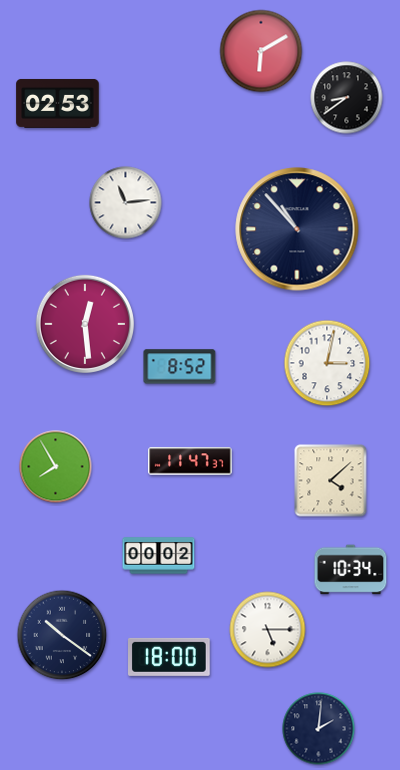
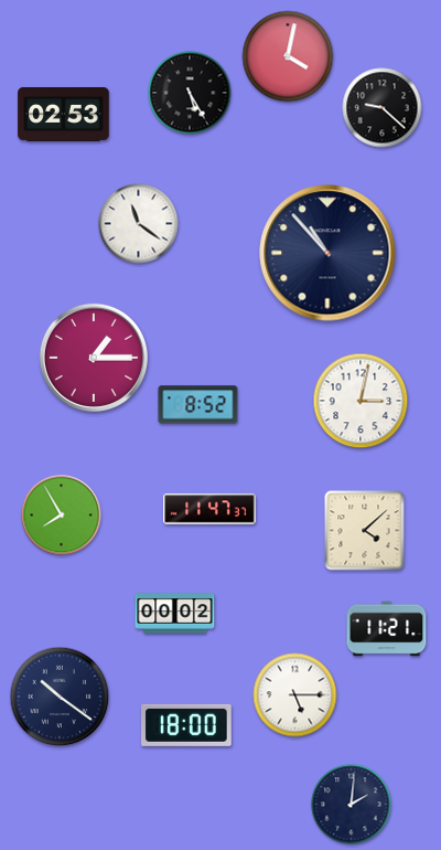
clock at (261, 51): 6:10 -> 4:02
clock at (190, 93): none -> 5:25
clock at (347, 98): 8:39 -> 9:22
clock at (126, 203): 11:14 -> 11:21
clock at (84, 323): 12:29 -> 1:15
clock at (351, 570): 10:34 -> 11:21
clock at (62, 635) position: (62, 635) -> (60, 697)
